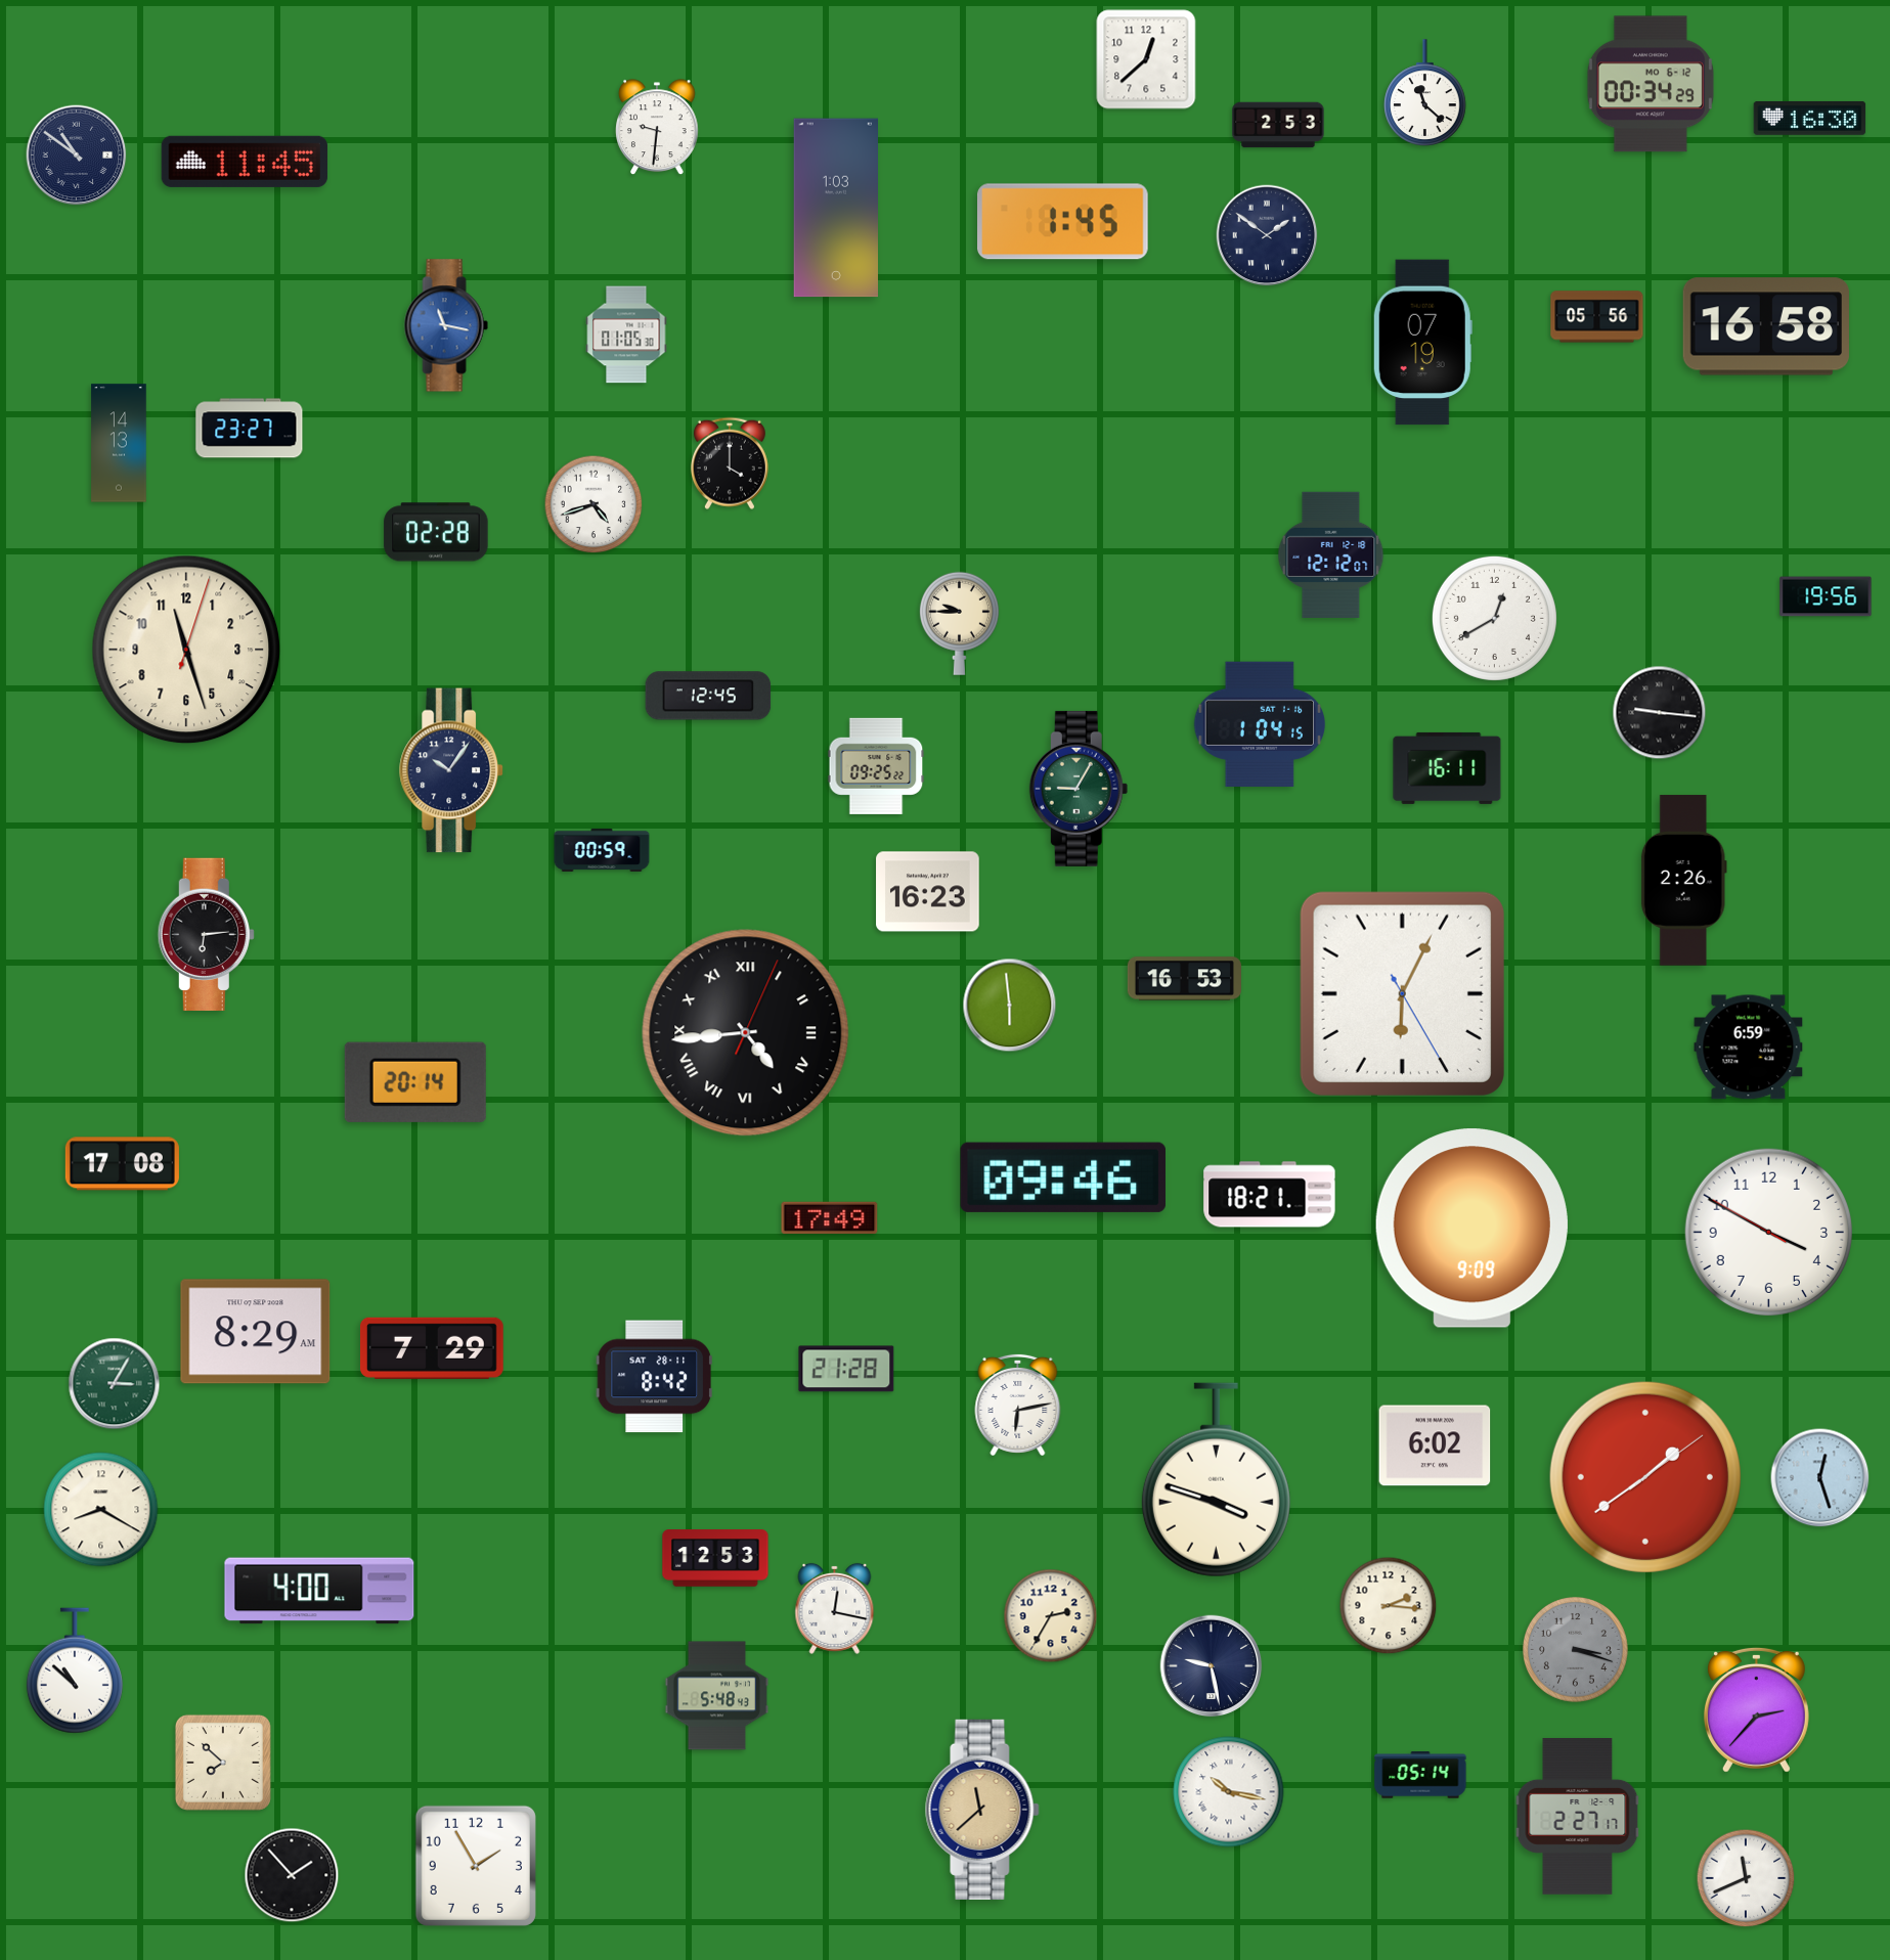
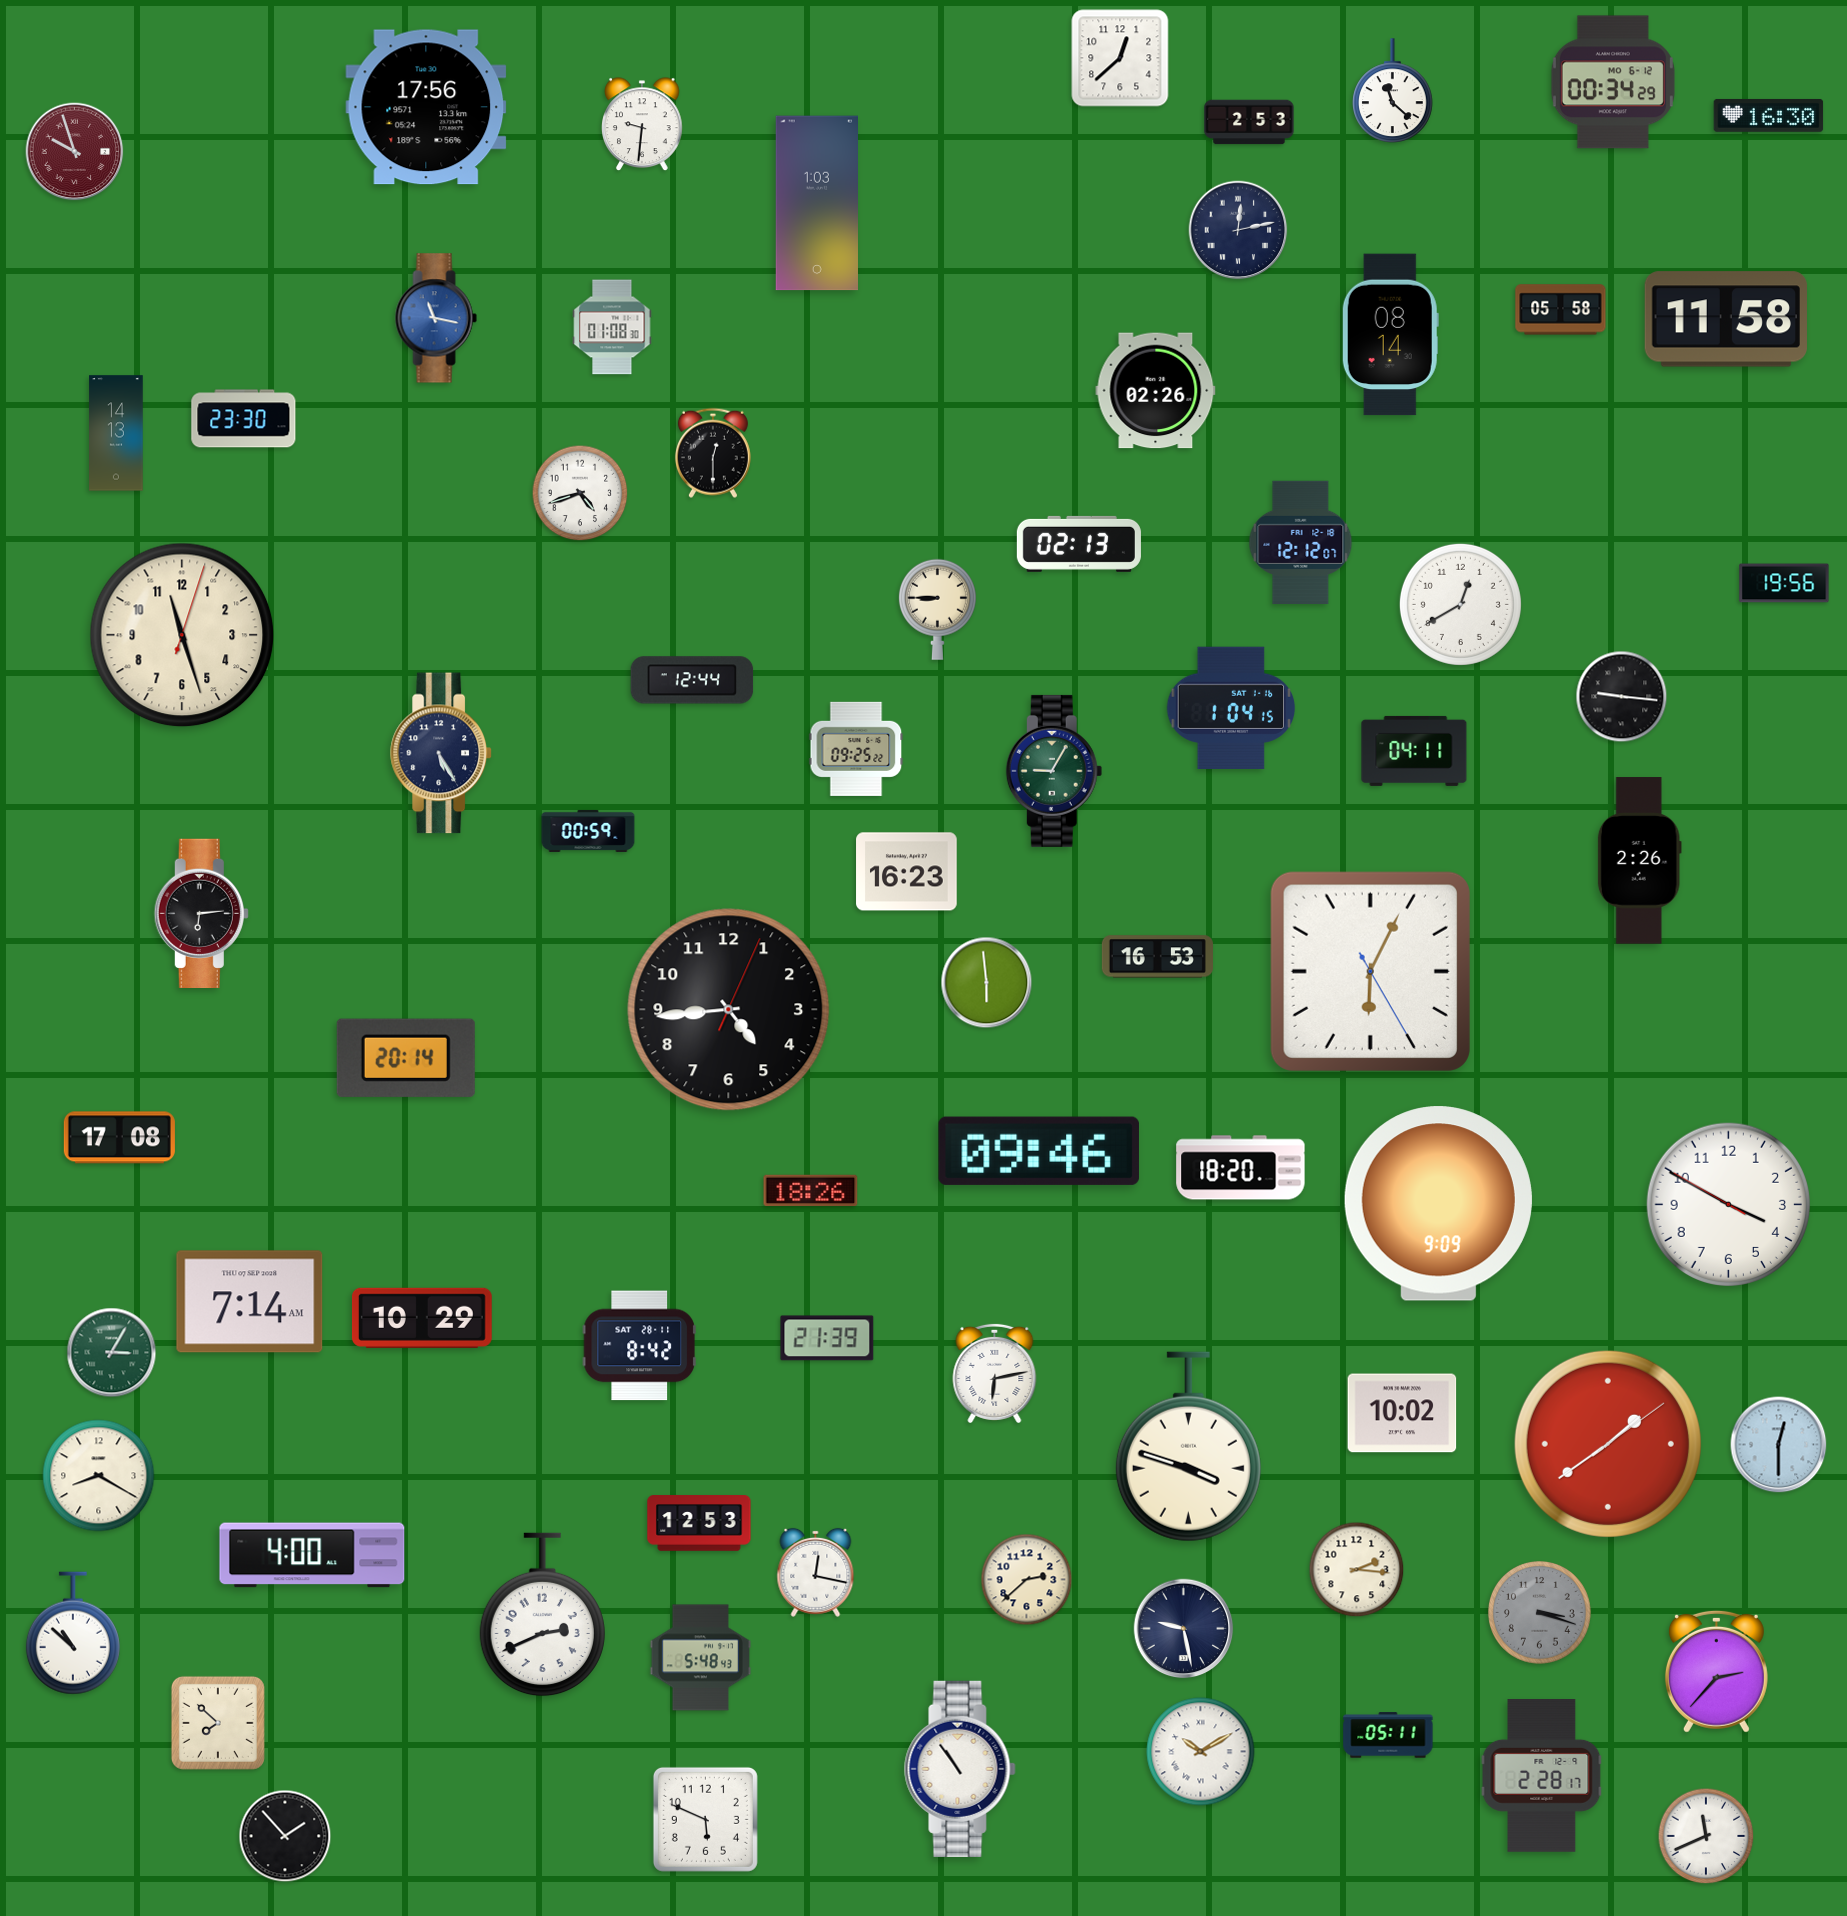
clock at (426, 107): none -> 17:56
clock at (77, 155): 10:51 -> 9:57
clock at (77, 155) dial: navy -> burgundy
clock at (245, 162): 11:45 -> none
clock at (1063, 222): 1:45 -> none
clock at (1267, 235): 1:51 -> 12:13
clock at (1597, 317): 05:56 -> 05:58
clock at (1765, 326): 16:58 -> 11:58
clock at (626, 335): 01:05 -> 01:08
clock at (1422, 343): 07:19 -> 08:14
clock at (1156, 391): none -> 02:26
clock at (250, 429): 23:27 -> 23:30
clock at (730, 463): 4:00 -> 12:30
clock at (436, 532): 02:28 -> none
clock at (1079, 544): none -> 02:13
clock at (959, 623): 9:45 -> 8:45
clock at (708, 696): 12:45 -> 12:44
clock at (1447, 768): 16:11 -> 04:11
clock at (451, 770): 10:06 -> 5:25
clock at (1683, 881) position: (1683, 881) -> (1639, 861)
clock at (746, 1033) numerals: Roman -> Arabic
clock at (1749, 1048): 6:59 -> none
clock at (1270, 1195): 18:21 -> 18:20
clock at (830, 1218): 17:49 -> 18:26
clock at (1471, 1229) position: (1471, 1229) -> (1438, 1204)
clock at (256, 1332): 8:29 -> 7:14
clock at (432, 1348): 7:29 -> 10:29
clock at (846, 1369): 21:28 -> 21:39
clock at (1435, 1445): 6:02 -> 10:02
clock at (1820, 1478): 12:27 -> 12:30
clock at (1051, 1616): 2:35 -> 2:38
clock at (542, 1615): none -> 2:41
clock at (1420, 1775): 05:14 -> 05:11
clock at (1229, 1792): 10:17 -> 10:10
clock at (982, 1810): 11:38 -> 10:54
clock at (982, 1810) dial: champagne -> white
clock at (1578, 1817): 2:27 -> 2:28
clock at (705, 1819): none -> 5:49
clock at (476, 1866): 1:55 -> none
clock at (292, 1875) position: (292, 1875) -> (285, 1836)
